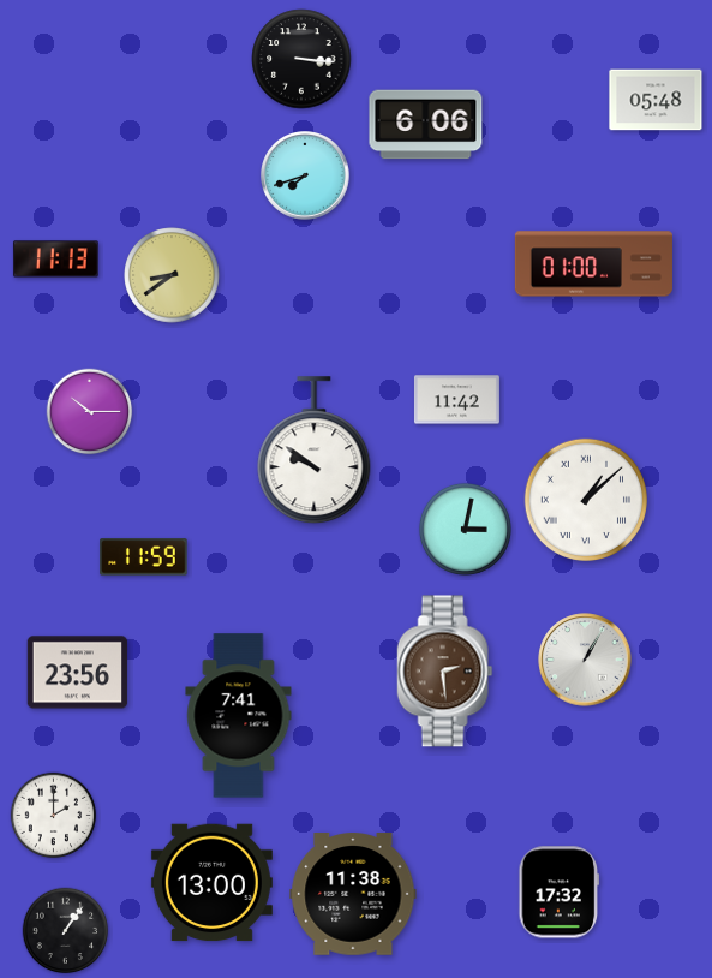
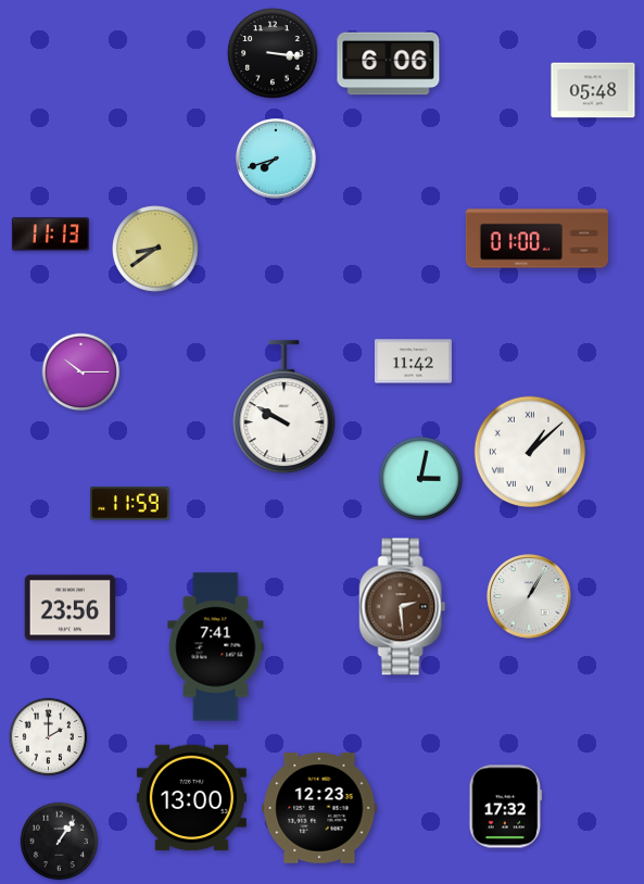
clock at (426, 125) position: (426, 125) -> (389, 64)
clock at (315, 451): 9:51 -> 9:50
clock at (353, 894): 11:38 -> 12:23
